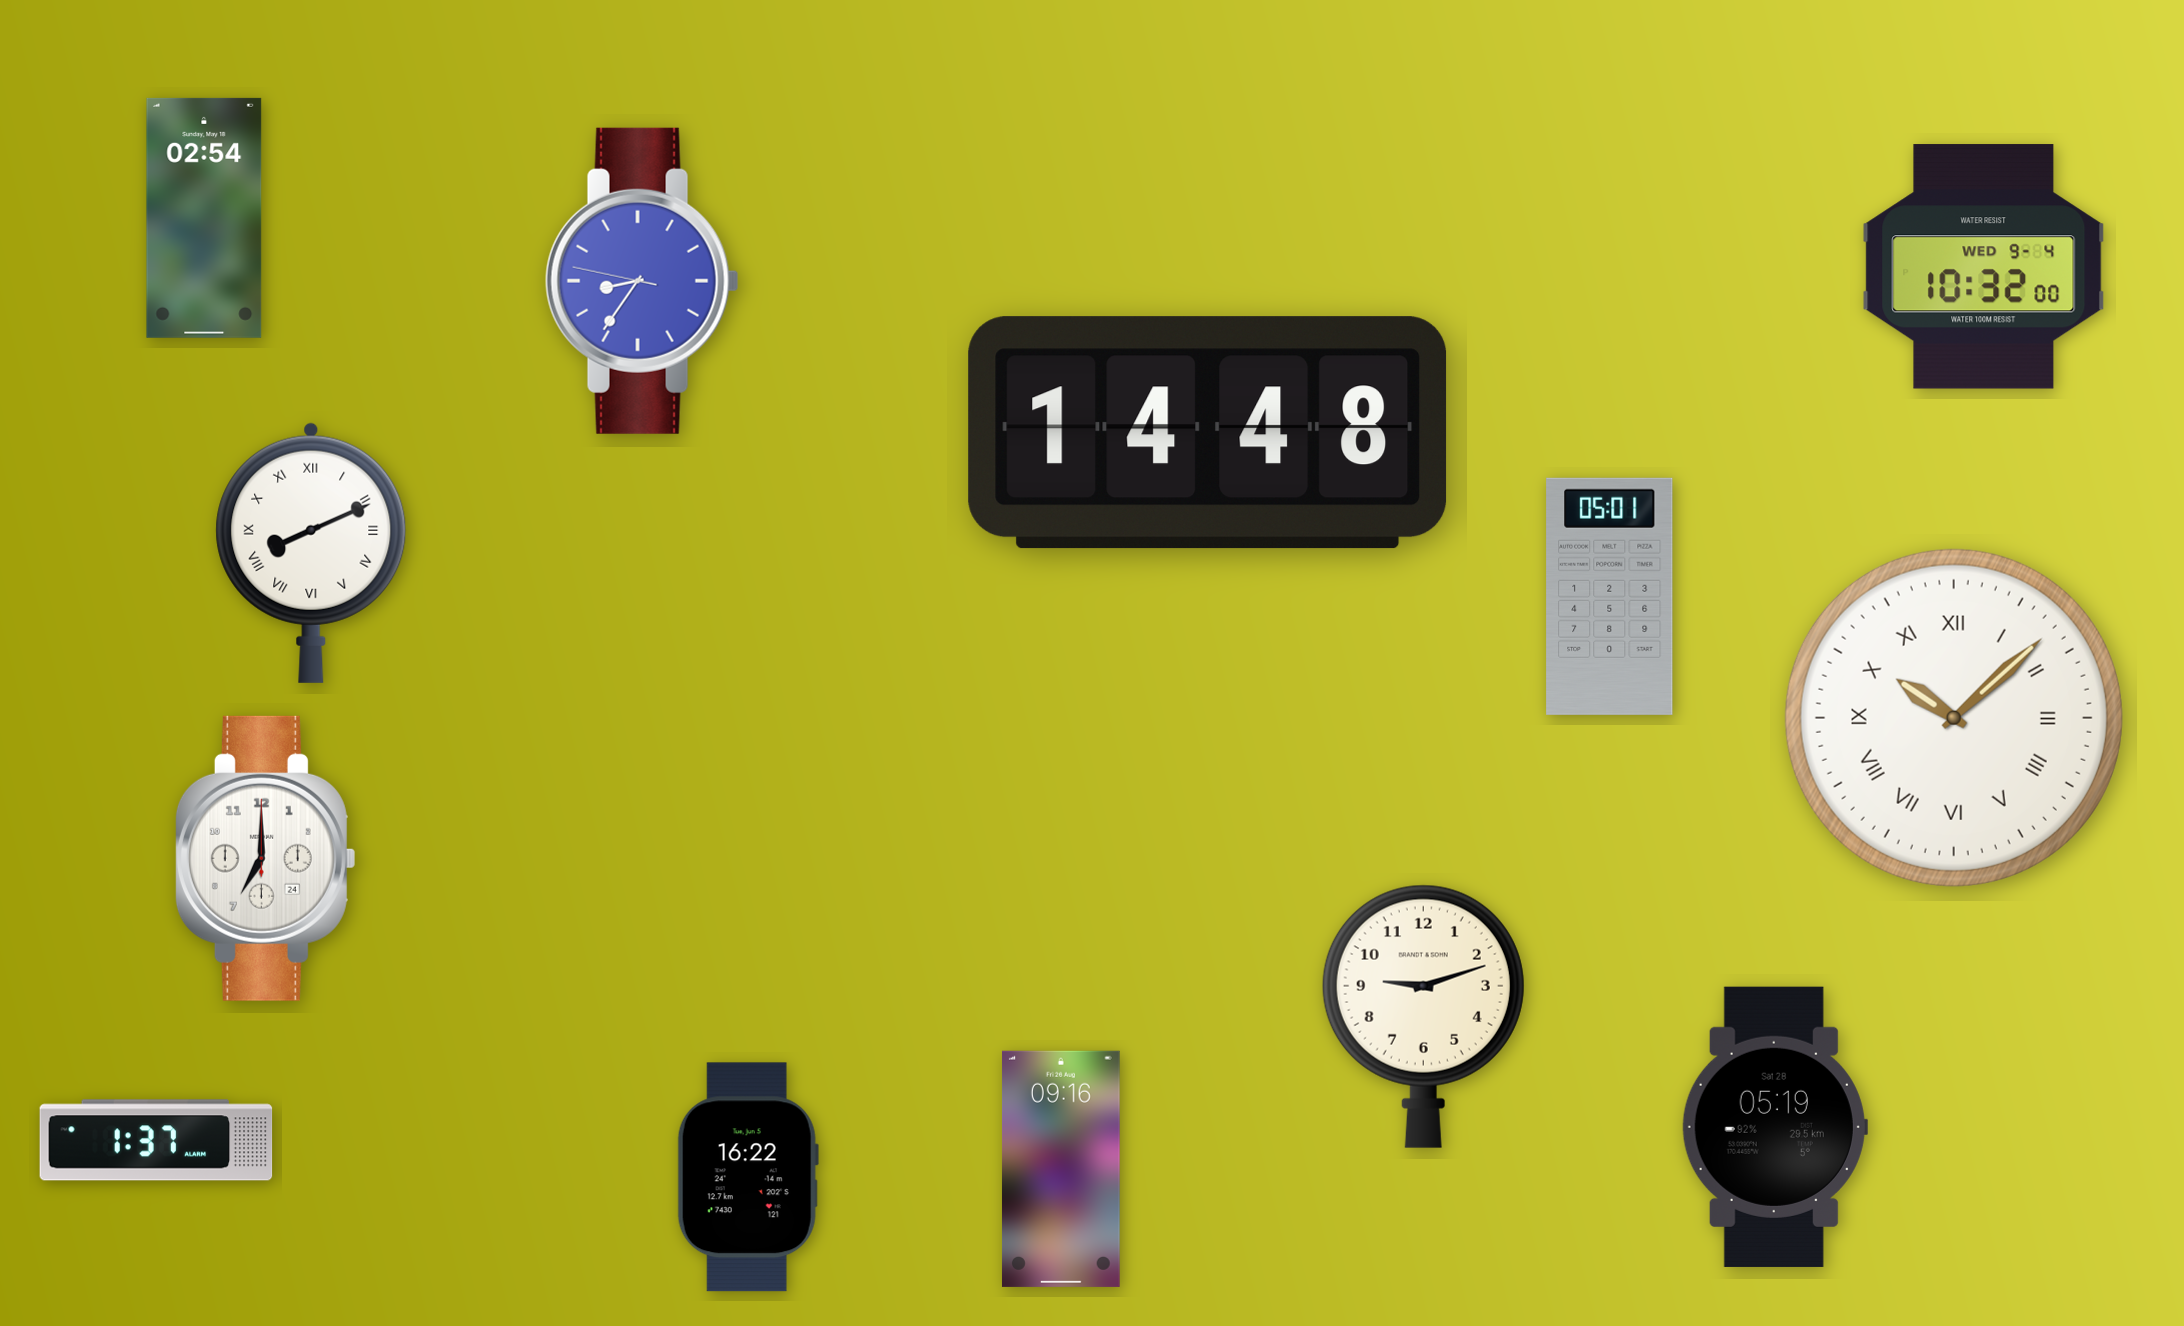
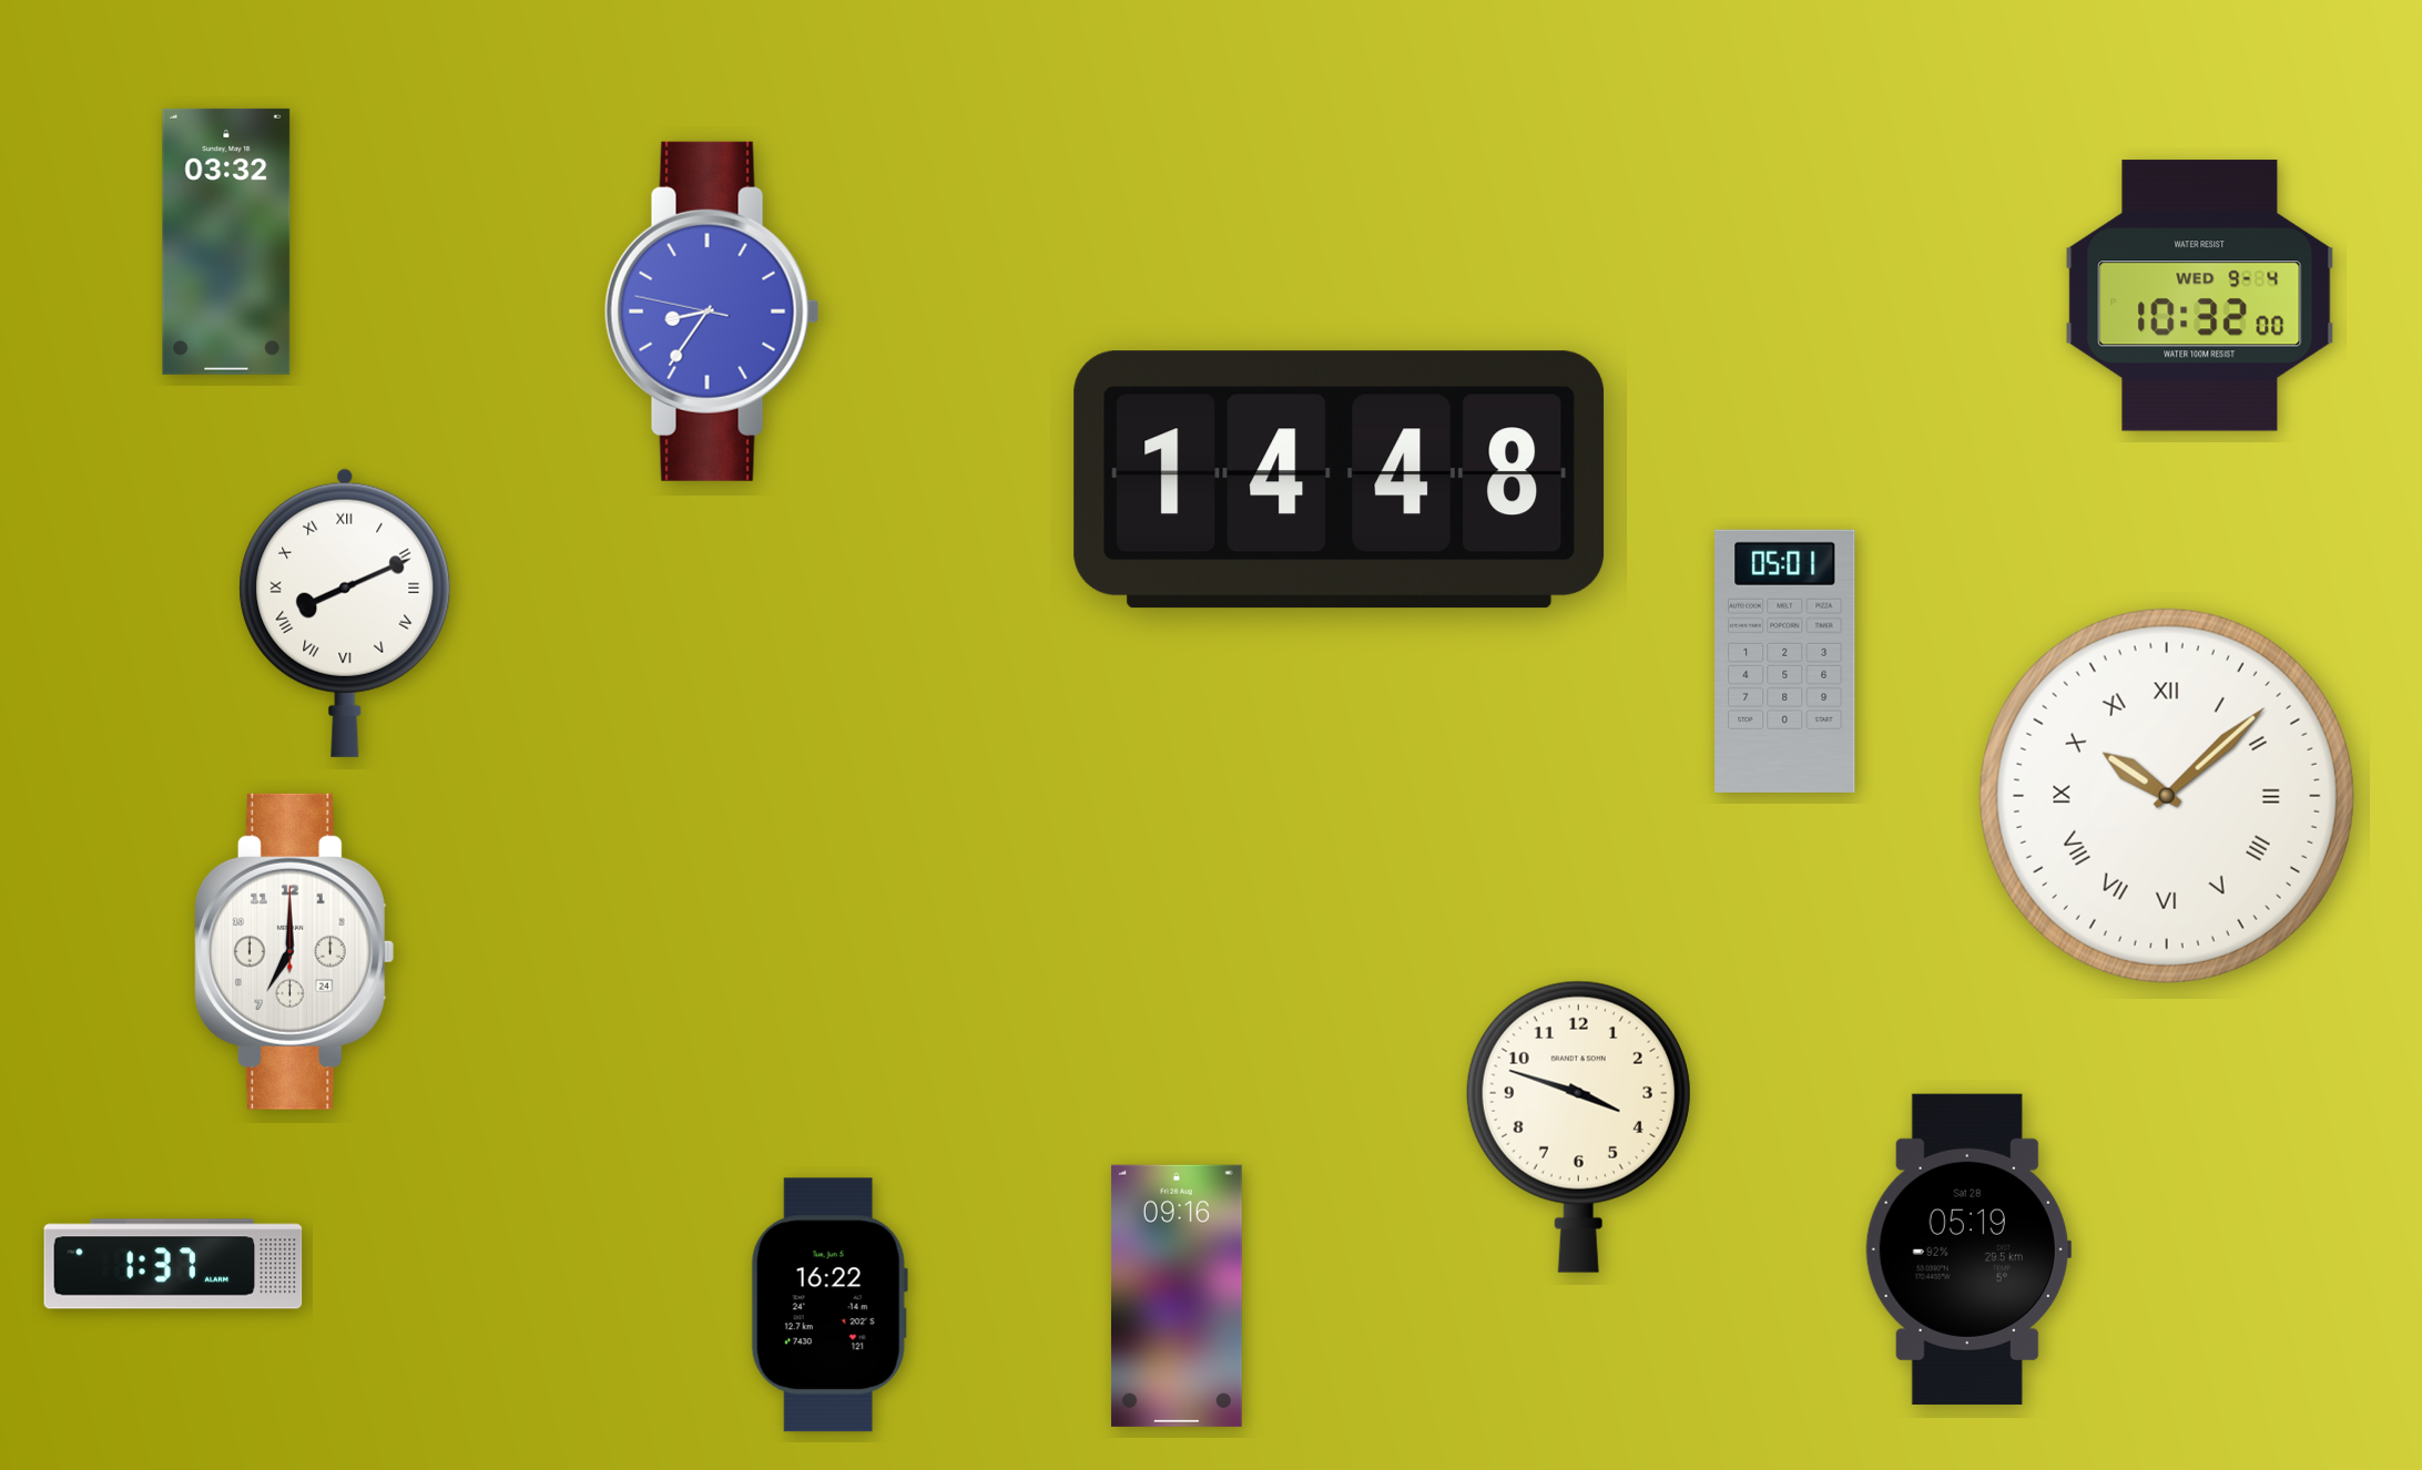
clock at (204, 218): 02:54 -> 03:32
clock at (1423, 1016): 9:12 -> 3:48
